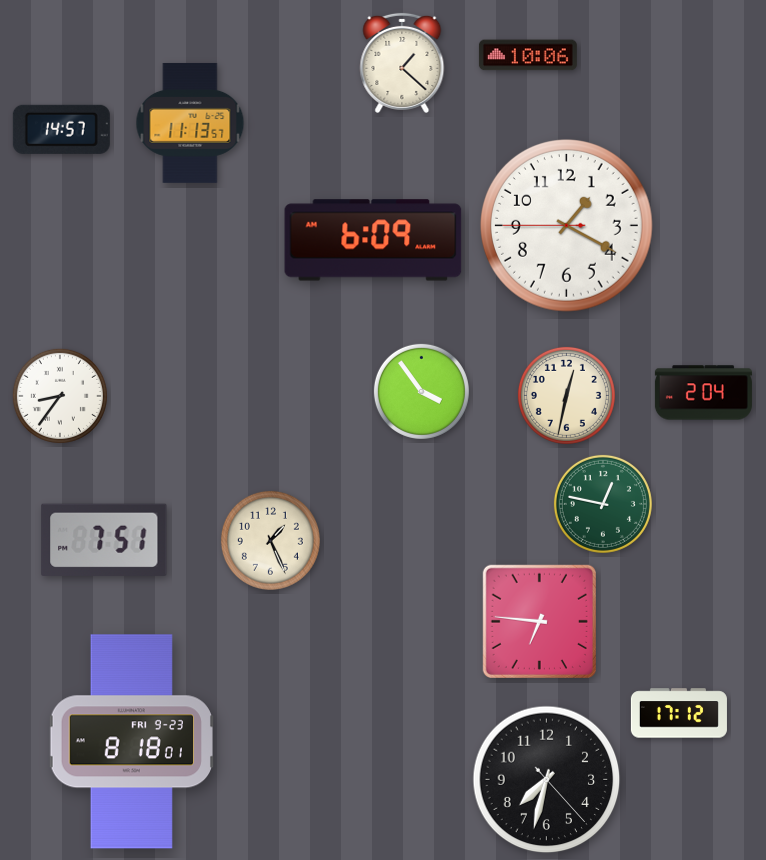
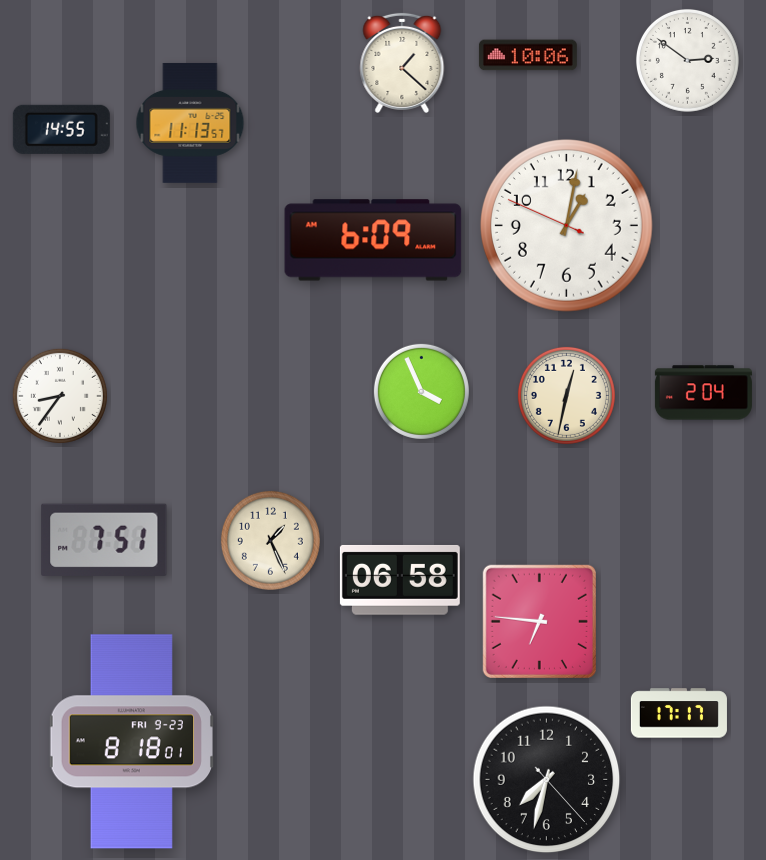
clock at (687, 60): none -> 2:51
clock at (61, 129): 14:57 -> 14:55
clock at (566, 225): 1:19 -> 1:01
clock at (421, 391): 3:54 -> 3:56
clock at (603, 504): 12:47 -> none
clock at (400, 580): none -> 06:58
clock at (679, 713): 17:12 -> 17:17
